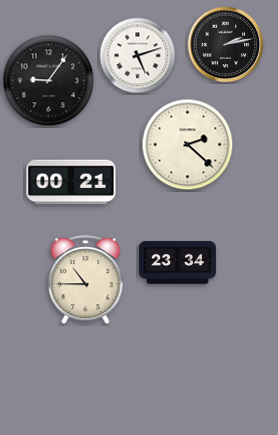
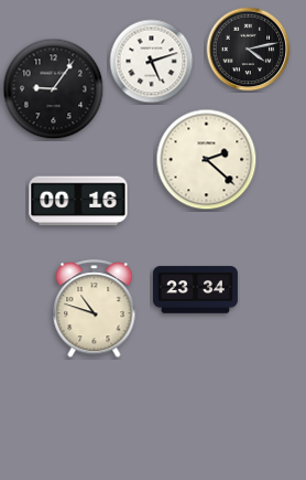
clock at (226, 45): 2:13 -> 4:13
clock at (71, 182): 00:21 -> 00:16
clock at (86, 280): 10:45 -> 10:48
